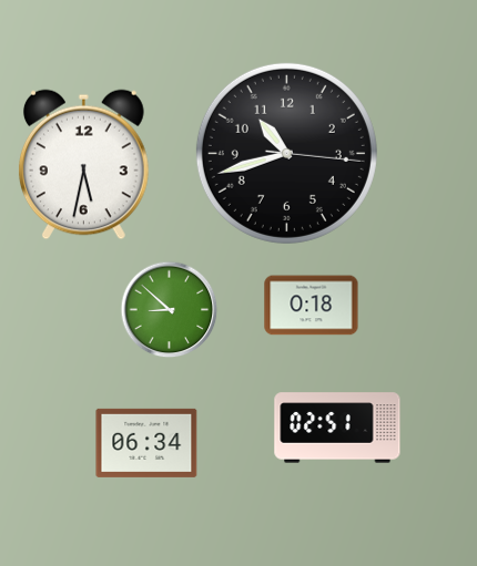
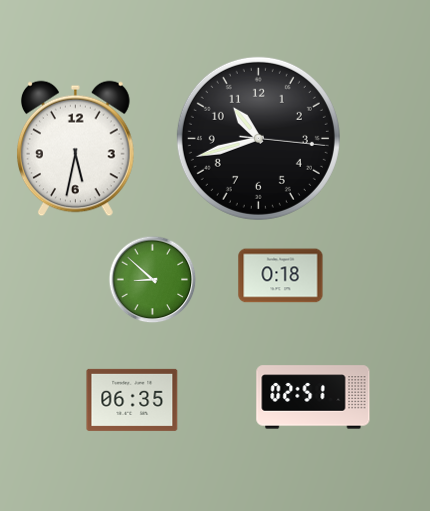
clock at (337, 428) position: (337, 428) -> (313, 397)
clock at (146, 443): 06:34 -> 06:35
